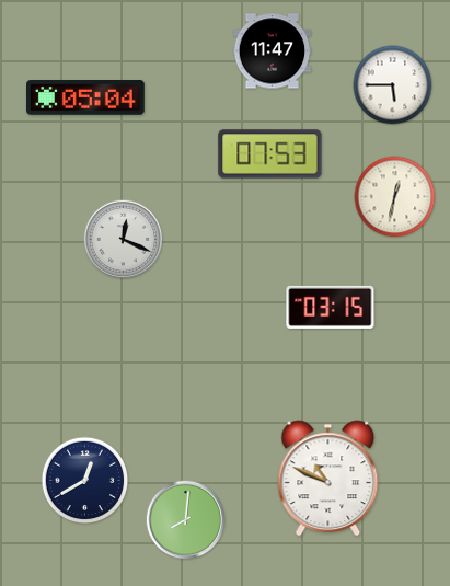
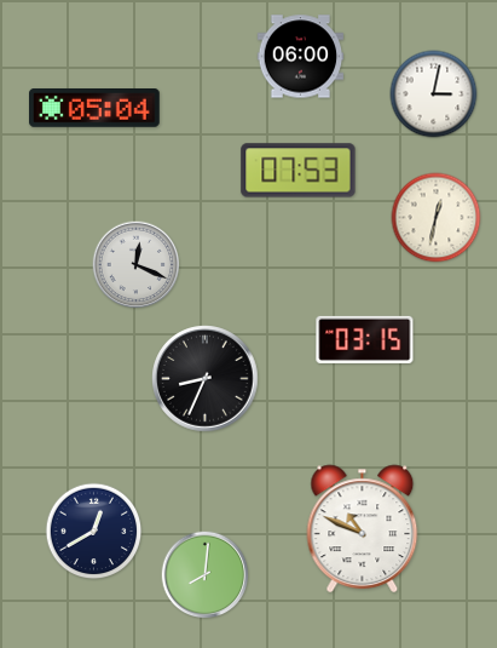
clock at (273, 51): 11:47 -> 06:00
clock at (393, 85): 5:45 -> 3:02
clock at (206, 379): none -> 8:34
